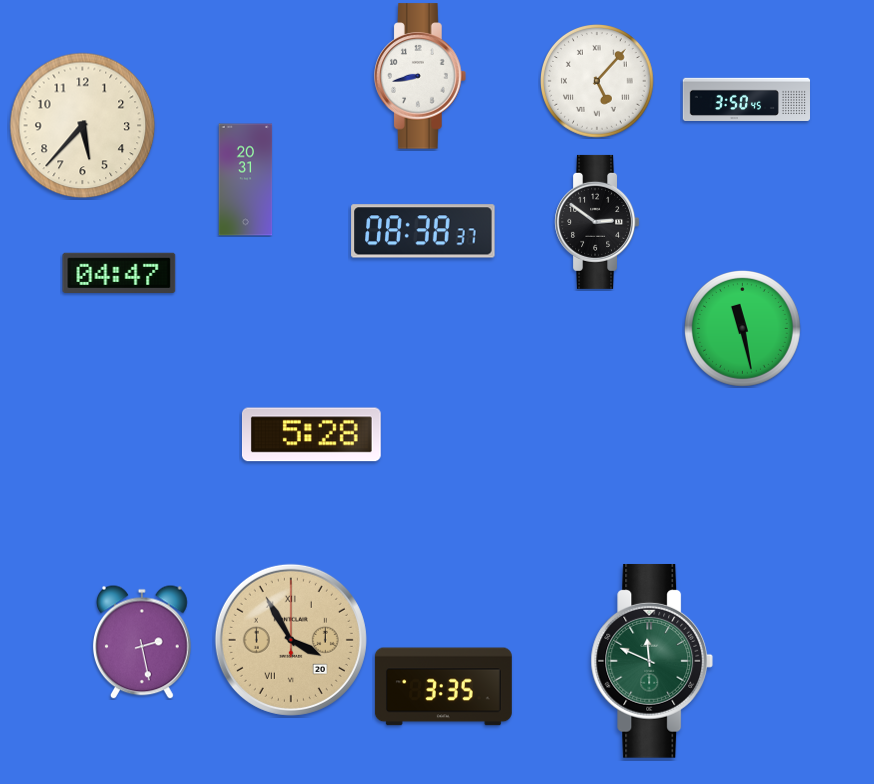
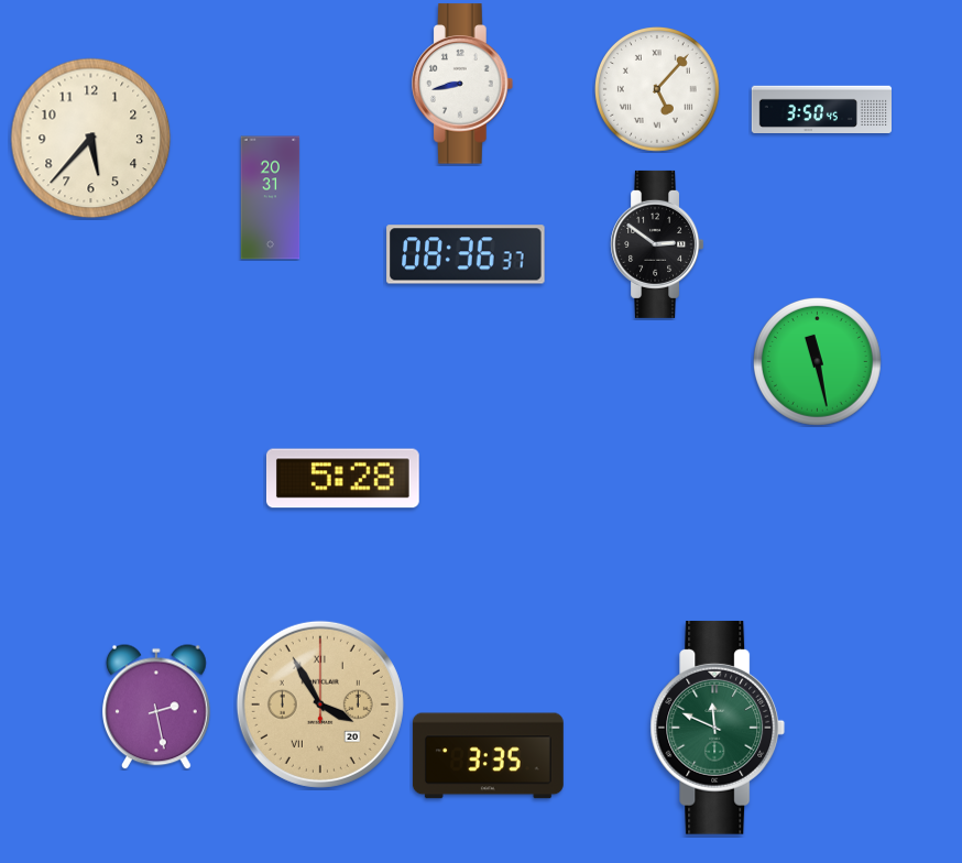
clock at (423, 231): 08:38 -> 08:36
clock at (119, 272): 04:47 -> none
